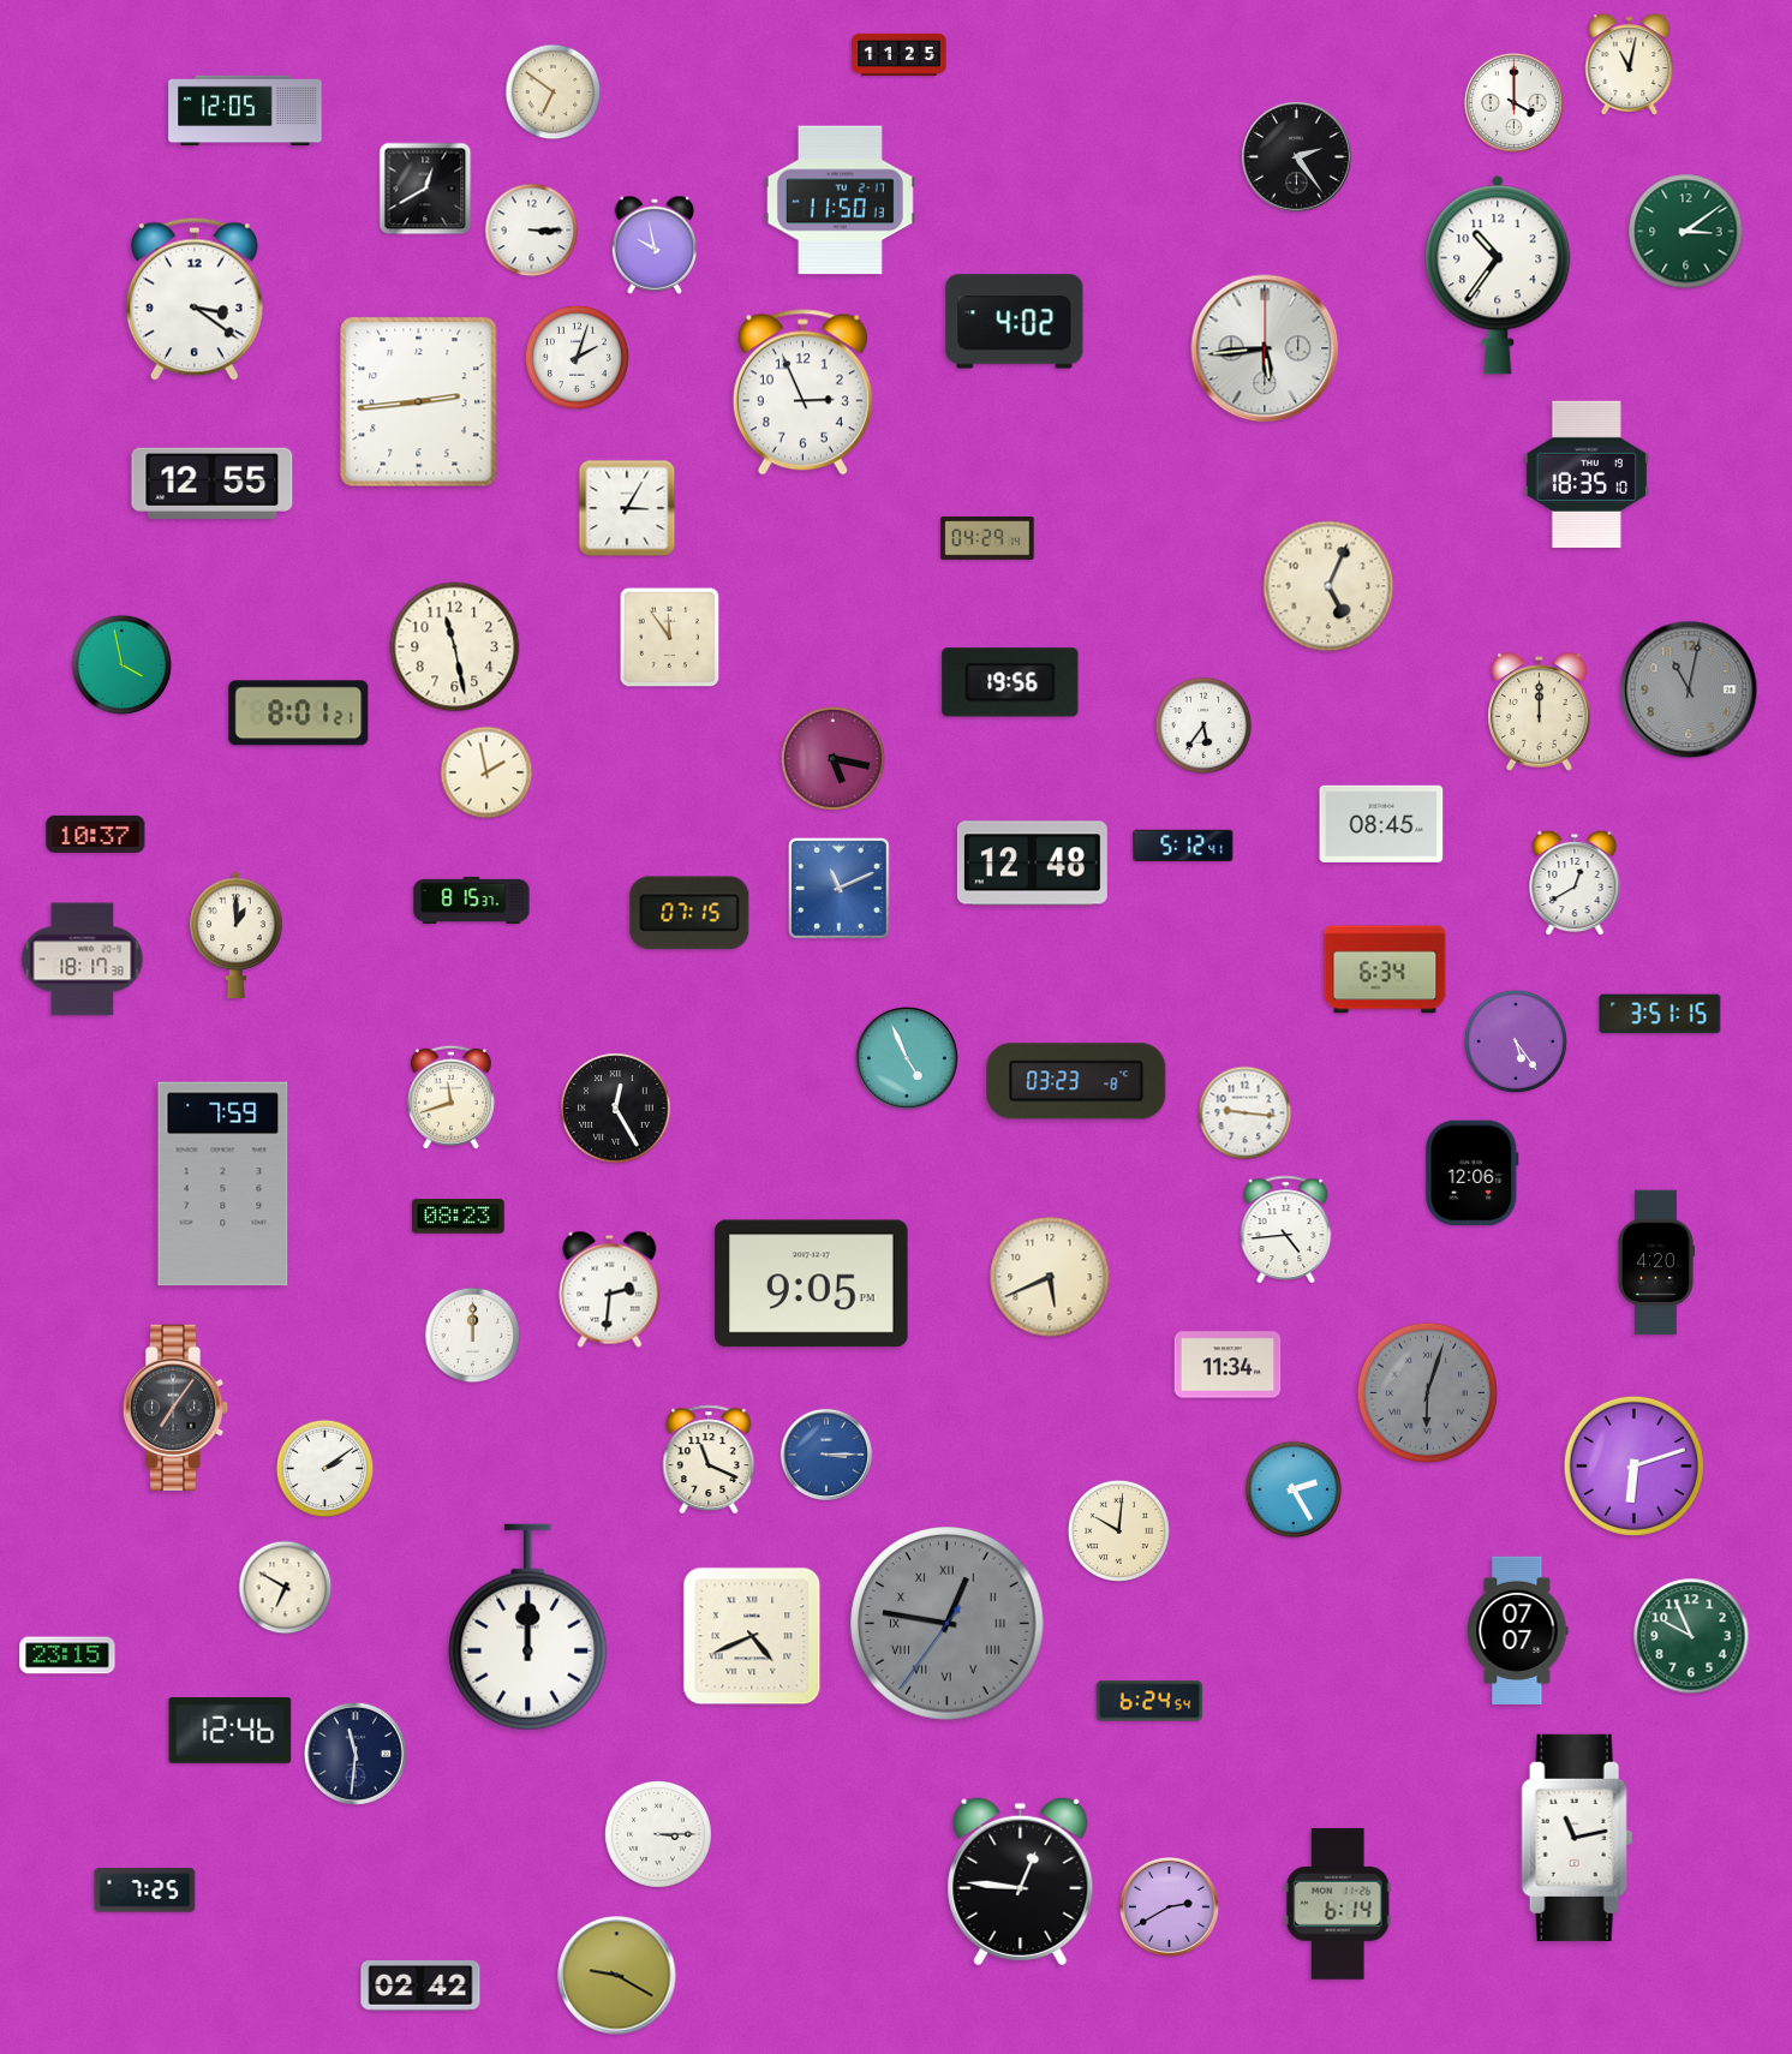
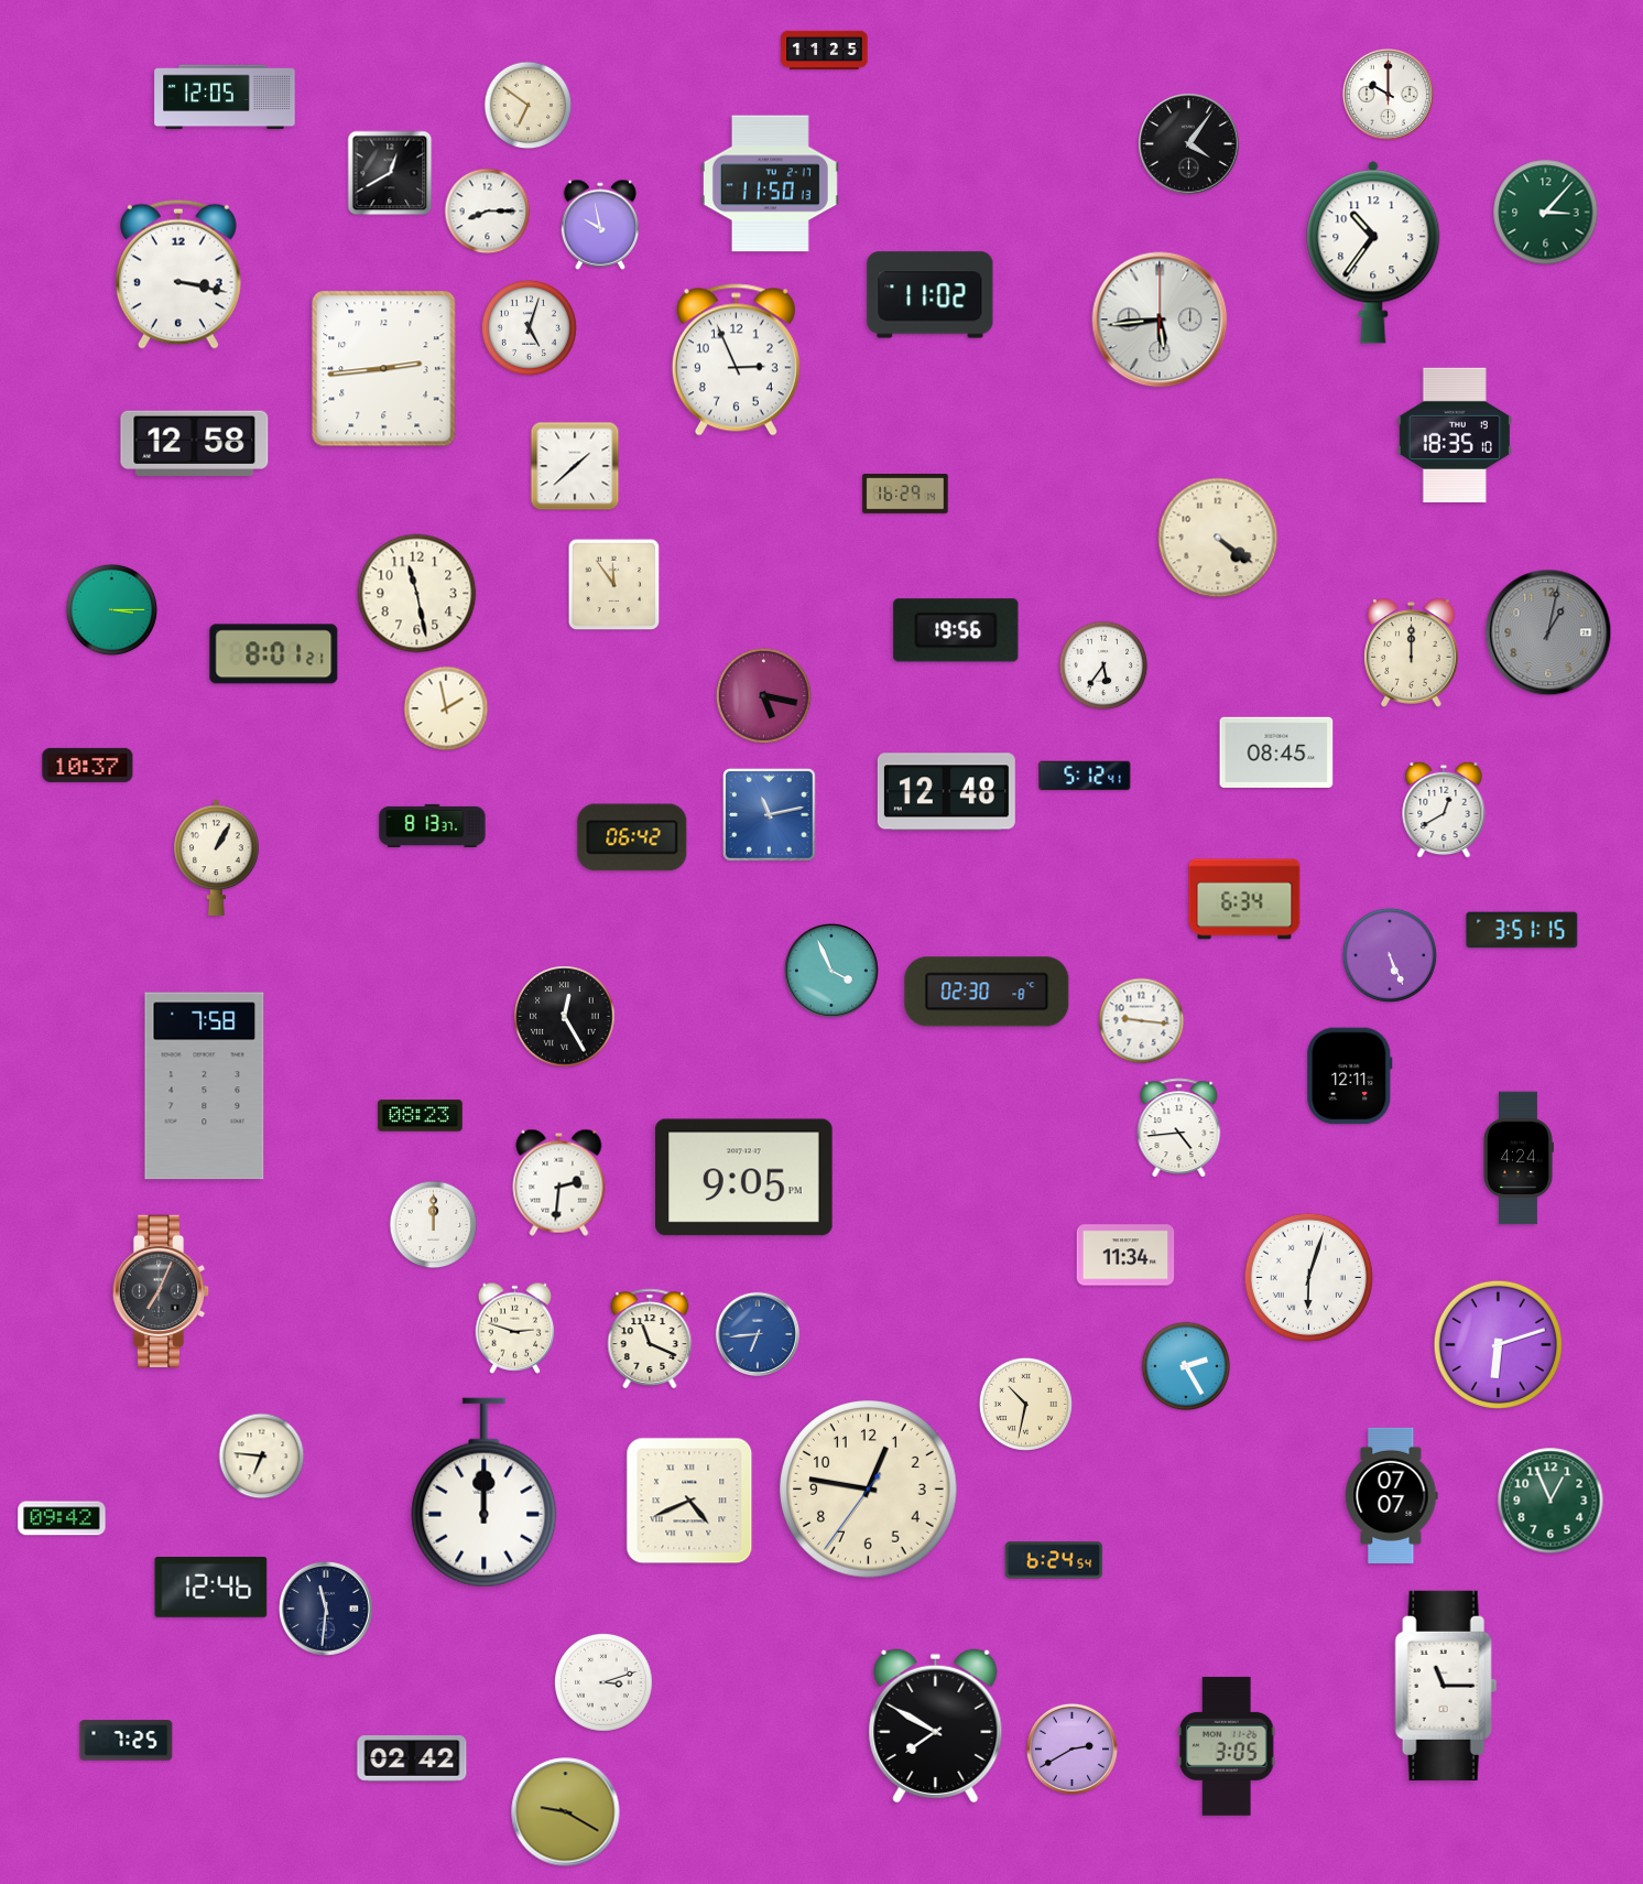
clock at (1630, 64): 11:02 -> none
clock at (554, 92) position: (554, 92) -> (529, 106)
clock at (1513, 102): 4:00 -> 10:00
clock at (245, 111) position: (245, 111) -> (225, 97)
clock at (1297, 157): 2:24 -> 4:06
clock at (532, 231): 3:15 -> 8:15
clock at (1686, 232): 3:09 -> 3:07
clock at (195, 299): 3:21 -> 3:17
clock at (1015, 322): 4:02 -> 11:02
clock at (577, 357): 2:03 -> 5:03
clock at (213, 483): 12:55 -> 12:58
clock at (627, 508): 3:05 -> 1:38
clock at (987, 539): 04:29 -> 16:29
clock at (1328, 586): 5:04 -> 4:21
clock at (121, 664): 3:58 -> 3:15
clock at (1010, 682) position: (1010, 682) -> (956, 630)
clock at (1689, 689): 11:02 -> 1:02
clock at (1381, 824) position: (1381, 824) -> (1276, 752)
clock at (838, 888): 11:11 -> 11:13
clock at (472, 900): 8:15 -> 8:13
clock at (689, 913): 07:15 -> 06:42
clock at (237, 936): 1:00 -> 1:05
clock at (83, 960): 18:17 -> none
clock at (1385, 969) position: (1385, 969) -> (1244, 899)
clock at (1516, 1041): 5:24 -> 5:26
clock at (907, 1058): 4:56 -> 3:56
clock at (1076, 1081): 03:23 -> 02:30
clock at (450, 1097): 11:42 -> none
clock at (1473, 1174): 12:06 -> 12:11
clock at (223, 1184): 7:59 -> 7:58
clock at (1656, 1262): 4:20 -> 4:24
clock at (1050, 1277): 5:41 -> none
clock at (1227, 1365) position: (1227, 1365) -> (1125, 1255)
clock at (1427, 1392) dial: grey -> white
clock at (175, 1407): 7:06 -> 7:04
clock at (515, 1328): none -> 2:48
clock at (826, 1455): 3:15 -> 6:44
clock at (325, 1469): 2:09 -> none
clock at (1118, 1530): 10:01 -> 10:32
clock at (286, 1588): 6:50 -> 6:46
clock at (948, 1624) dial: grey -> cream
clock at (948, 1624) numerals: Roman -> Arabic
clock at (1691, 1636): 9:56 -> 12:56
clock at (67, 1655): 23:15 -> 09:42
clock at (659, 1835): 3:15 -> 3:12
clock at (1577, 1838): 11:13 -> 11:15
clock at (1021, 1882): 12:46 -> 7:50
clock at (145, 1891) position: (145, 1891) -> (127, 1741)
clock at (1338, 1904): 6:14 -> 3:05
clock at (420, 1986) position: (420, 1986) -> (412, 1758)
